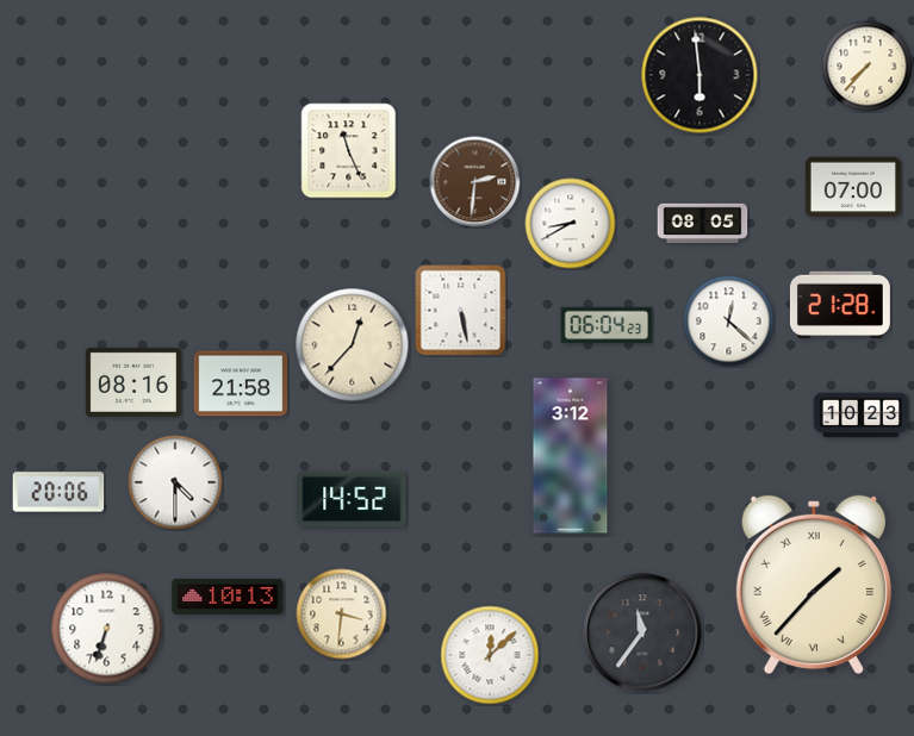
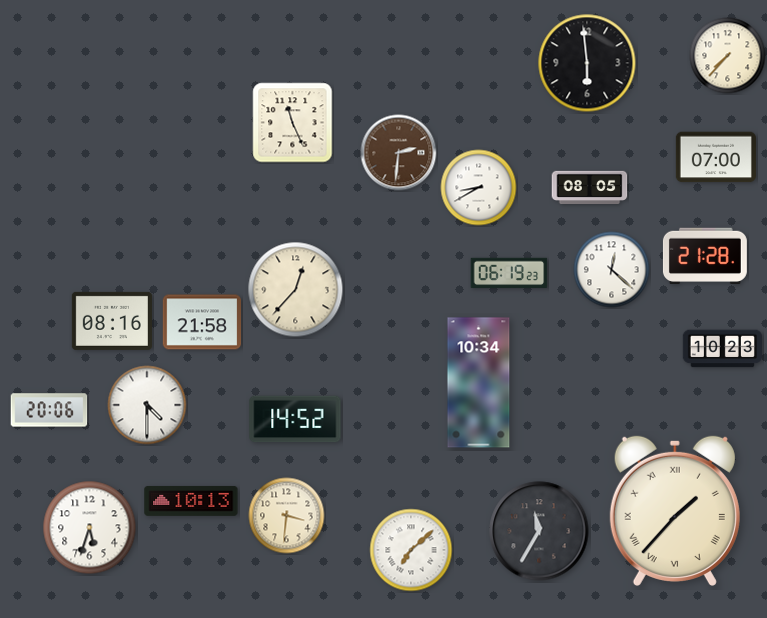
clock at (349, 151) position: (349, 151) -> (293, 123)
clock at (461, 311): 5:28 -> none
clock at (607, 325): 06:04 -> 06:19
clock at (571, 456): 3:12 -> 10:34
clock at (58, 492) position: (58, 492) -> (49, 410)
clock at (814, 585) position: (814, 585) -> (675, 511)
clock at (107, 629): 6:33 -> 5:33
clock at (642, 632): 11:36 -> 11:35
clock at (490, 655): 12:08 -> 7:08
